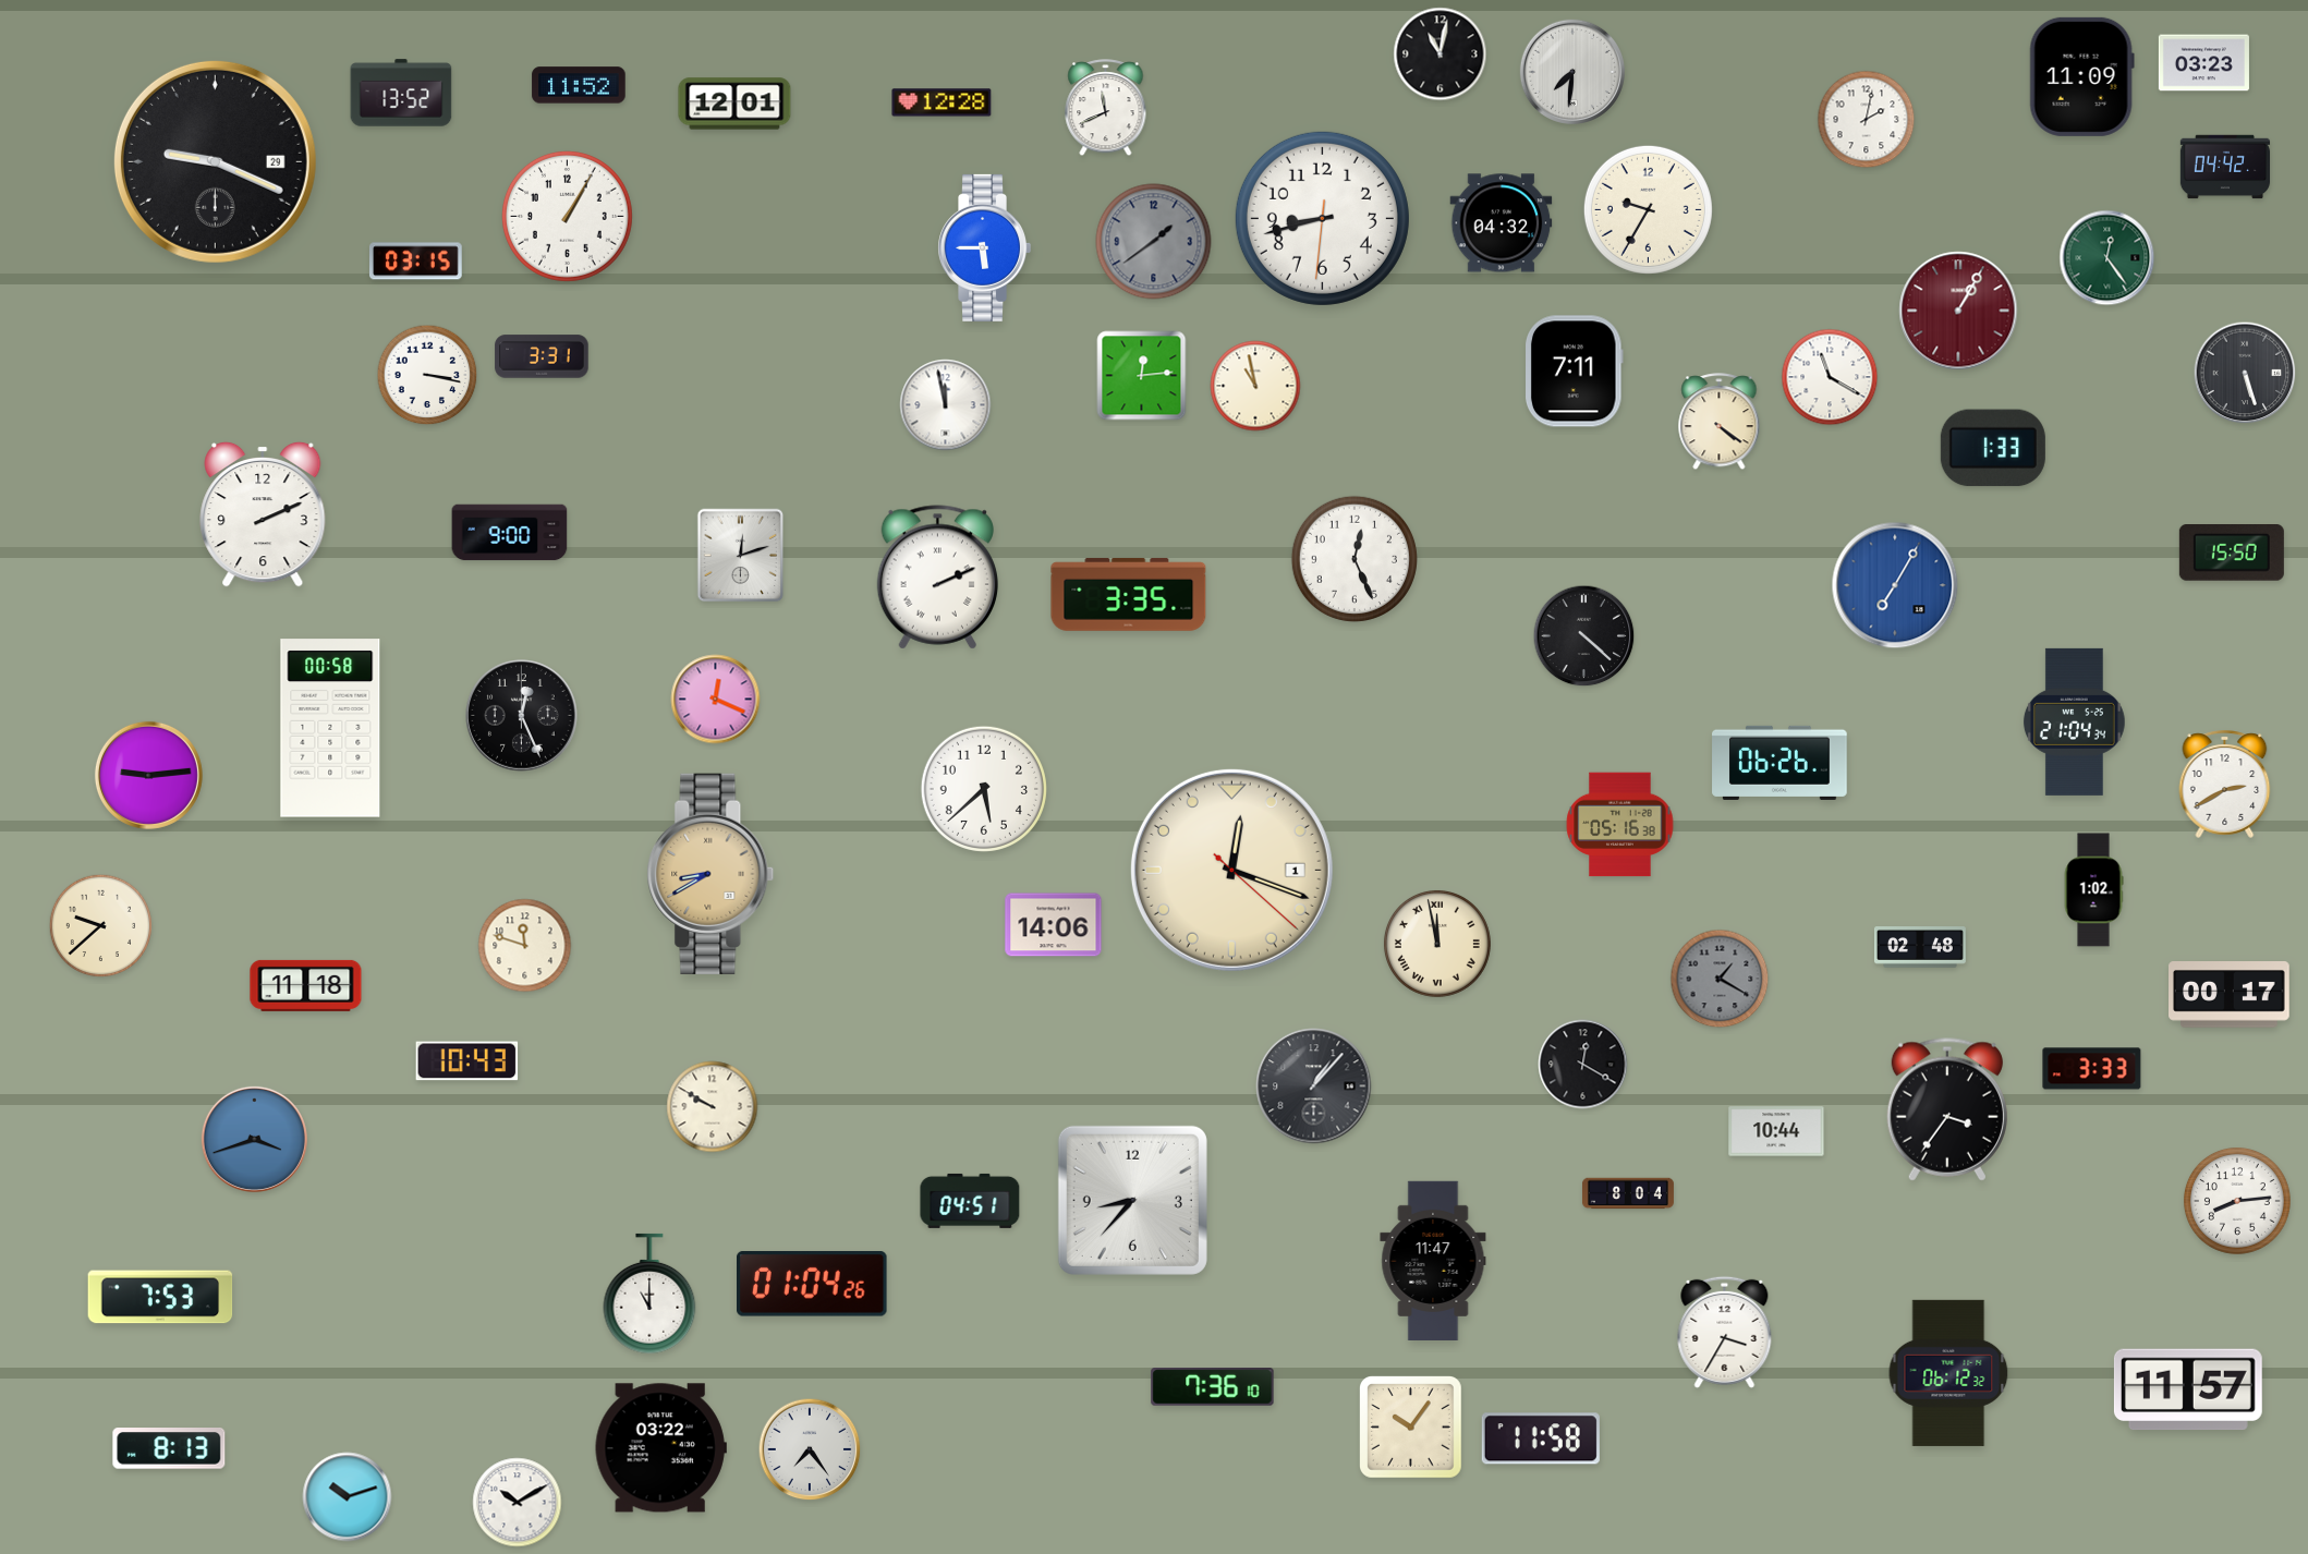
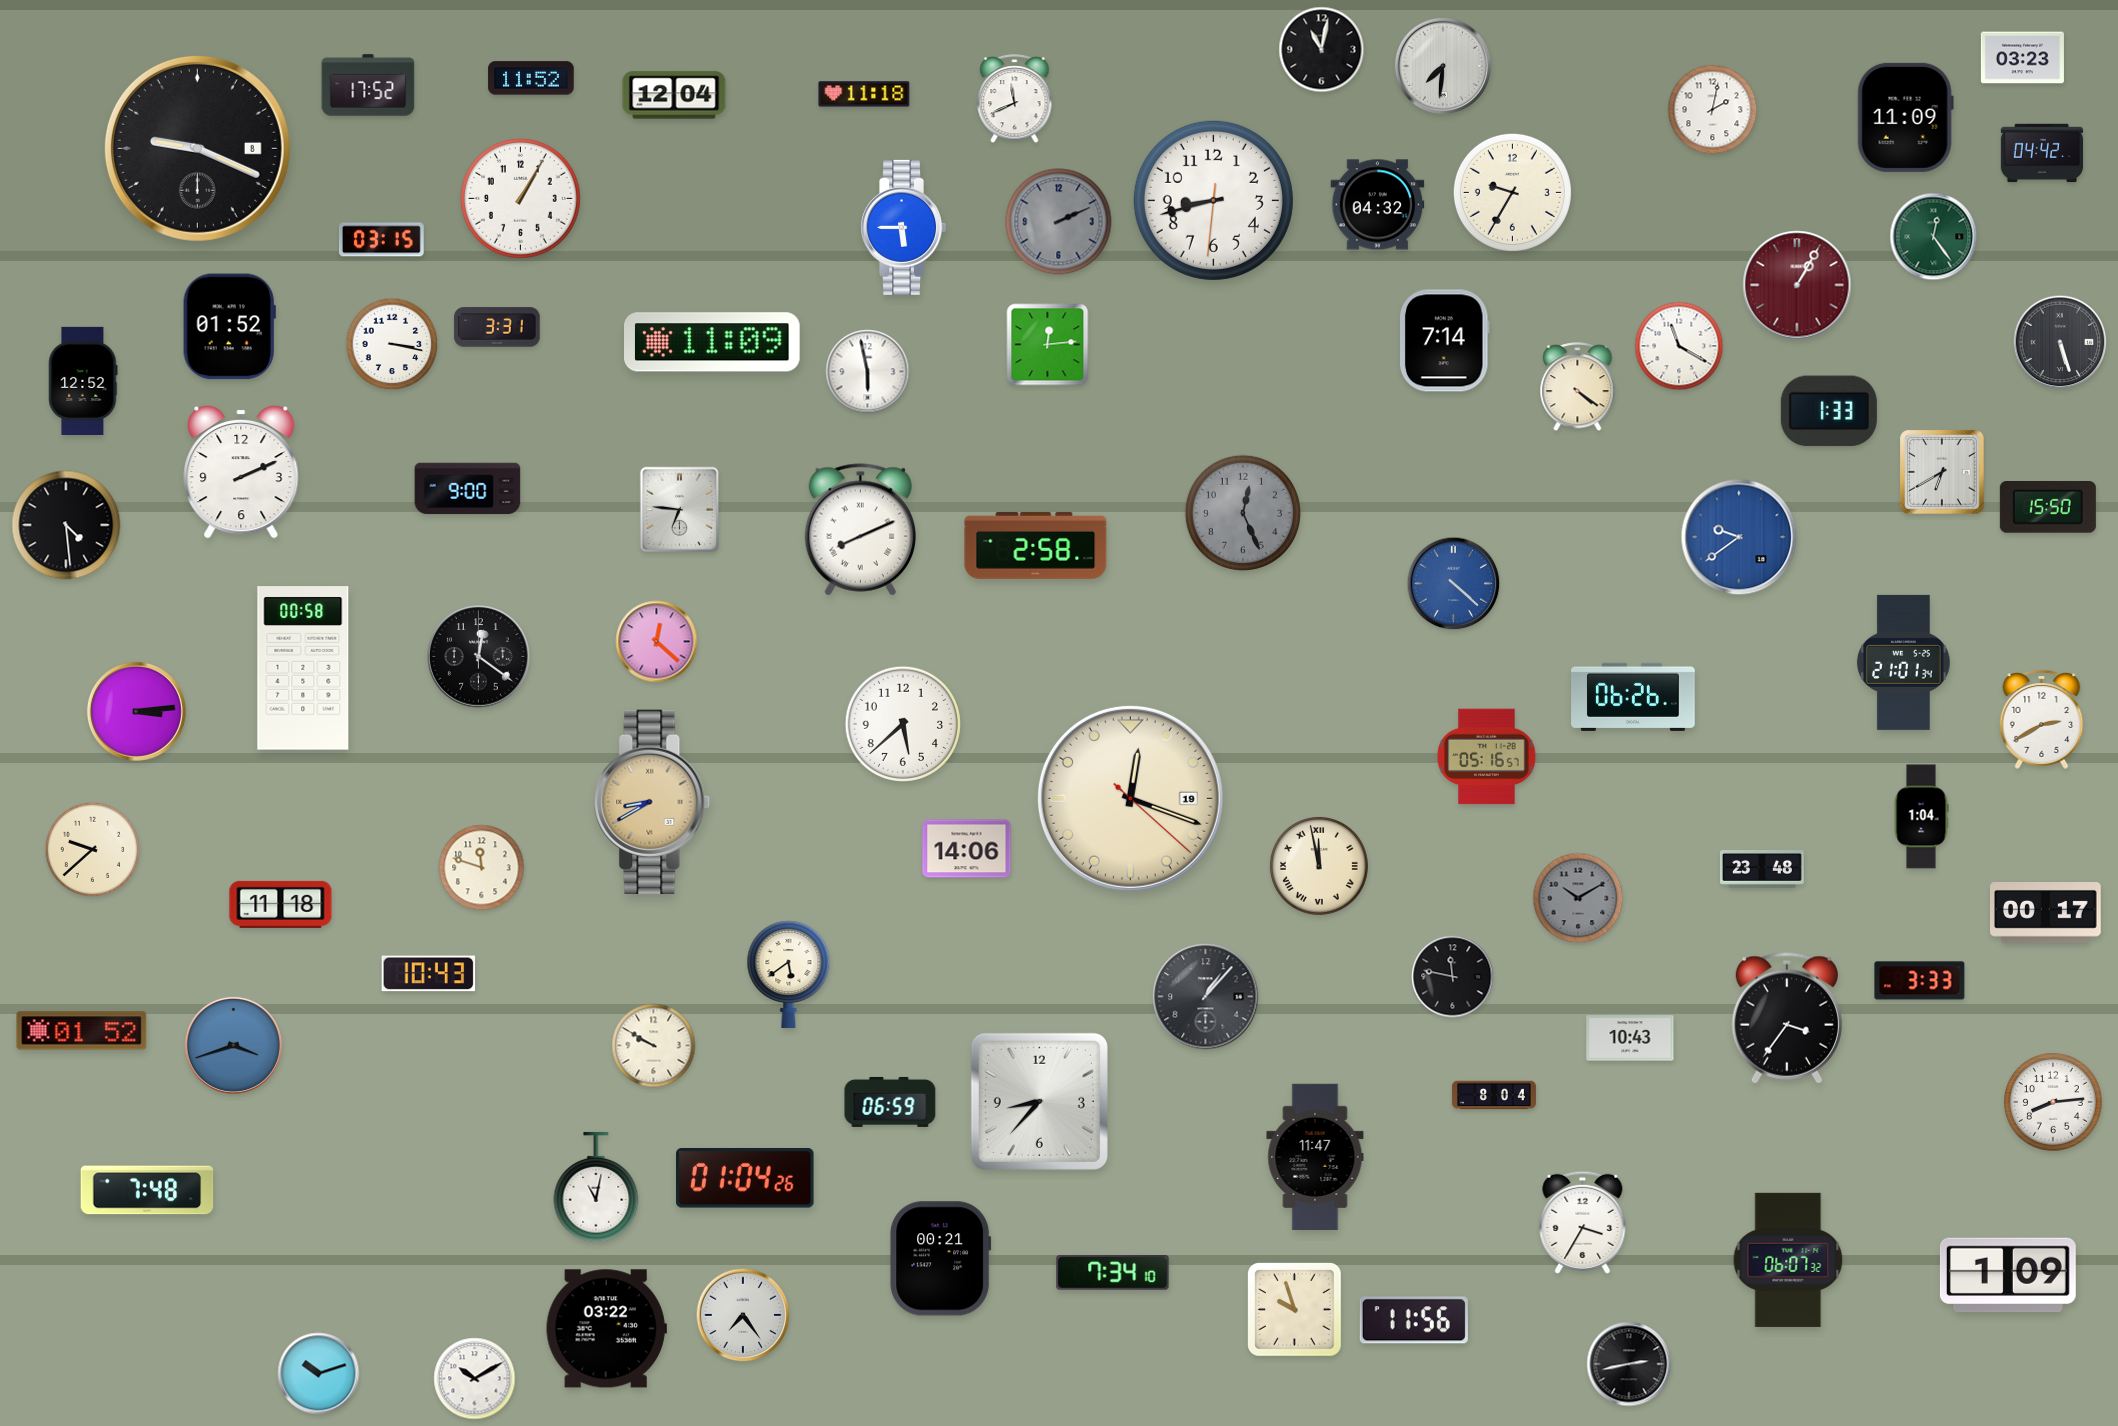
clock at (2081, 76) position: (2081, 76) -> (1905, 117)
clock at (401, 93): 13:52 -> 17:52
clock at (942, 102): 12:28 -> 11:18
clock at (734, 104): 12:01 -> 12:04
clock at (215, 161) date: 29 -> 8
clock at (1154, 242): 1:39 -> 2:11
clock at (229, 327): none -> 01:52
clock at (1575, 372): 7:11 -> 7:14
clock at (713, 342): none -> 11:09
clock at (1255, 386): 10:58 -> none
clock at (946, 405): 11:58 -> 5:58
clock at (83, 381): none -> 12:52
clock at (1942, 472): none -> 6:40
clock at (741, 556): 12:12 -> 6:46
clock at (1353, 558) dial: white -> grey
clock at (66, 525): none -> 4:29
clock at (937, 578): 2:11 -> 8:11
clock at (1895, 585): 7:05 -> 9:39
clock at (1129, 594): 3:35 -> 2:58
clock at (1584, 636) dial: black -> blue
clock at (716, 700): 12:19 -> 12:22
clock at (522, 716): 12:26 -> 12:21
clock at (2074, 721): 21:04 -> 21:01
clock at (1779, 763) position: (1779, 763) -> (1633, 697)
clock at (148, 775): 9:14 -> 3:14
clock at (1620, 825): 05:16:38 -> 05:16:57
clock at (1231, 870) date: 1 -> 19
clock at (2093, 890): 1:02 -> 1:04
clock at (1920, 948): 02:48 -> 23:48
clock at (1720, 979): 1:20 -> 10:10
clock at (789, 975): none -> 5:39
clock at (1583, 1065): 12:20 -> 11:47
clock at (713, 1107) position: (713, 1107) -> (654, 1046)
clock at (82, 1031): none -> 01:52
clock at (1776, 1131): 10:44 -> 10:43
clock at (970, 1201): 04:51 -> 06:59
clock at (649, 1294): 11:00 -> 11:02
clock at (160, 1297): 7:53 -> 7:48
clock at (941, 1259): none -> 00:21
clock at (1948, 1373): 06:12 -> 06:07
clock at (1213, 1387): 7:36 -> 7:34
clock at (2188, 1389): 11:57 -> 1:09
clock at (1411, 1428): 10:06 -> 9:57
clock at (1541, 1438): 11:58 -> 11:56
clock at (169, 1448): 8:13 -> none
clock at (810, 1449) position: (810, 1449) -> (743, 1315)
clock at (1629, 1364): none -> 2:43
